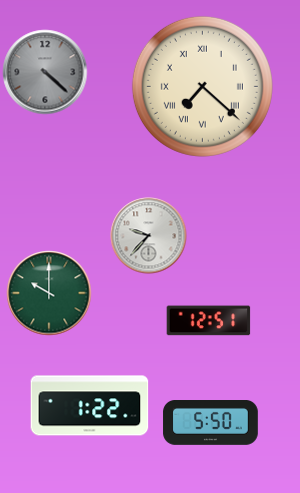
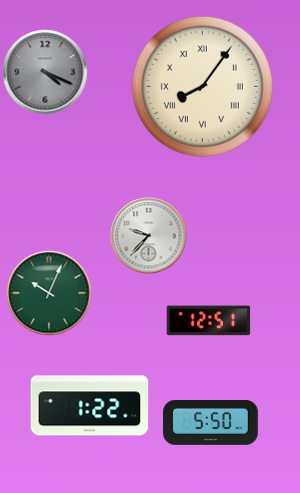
clock at (45, 72): 4:22 -> 4:19
clock at (202, 86): 7:22 -> 8:06
clock at (49, 293): 10:00 -> 10:04
